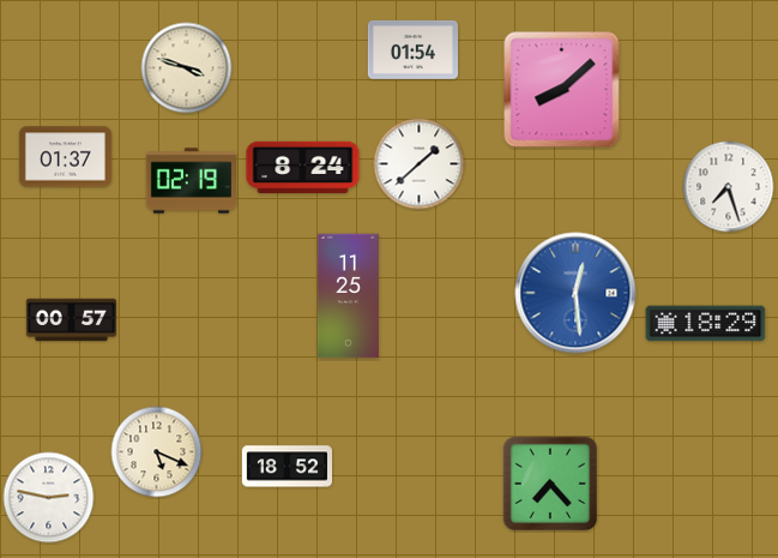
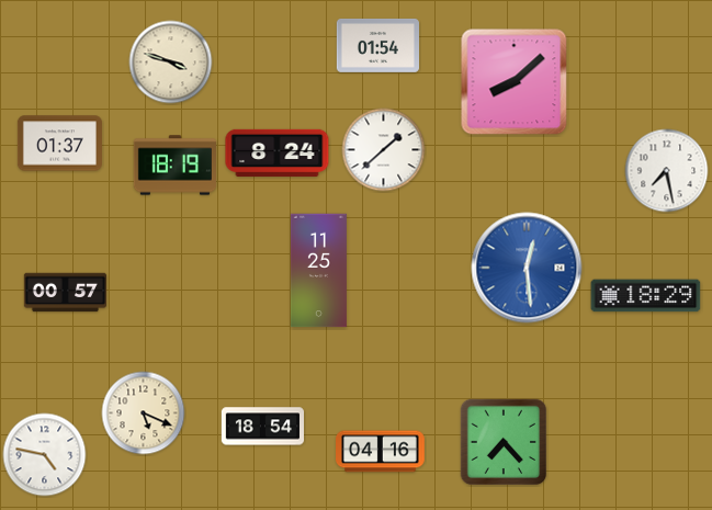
clock at (191, 181): 02:19 -> 18:19
clock at (729, 187): 7:27 -> 7:28
clock at (287, 467): 18:52 -> 18:54
clock at (381, 452): none -> 04:16
clock at (49, 498): 2:47 -> 4:47
